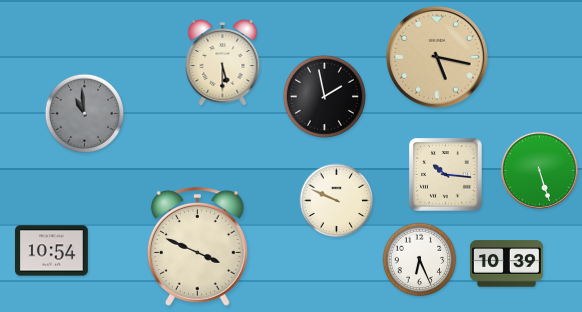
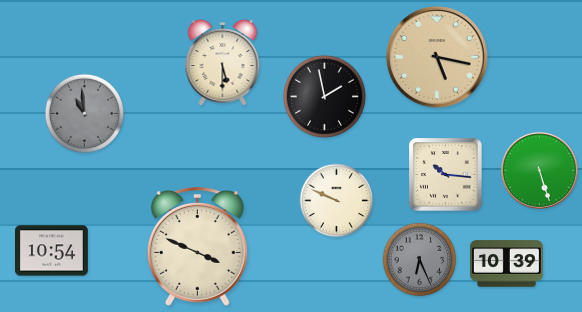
clock at (420, 260) dial: white -> grey
